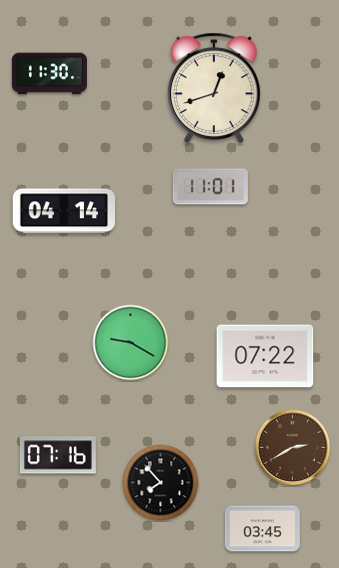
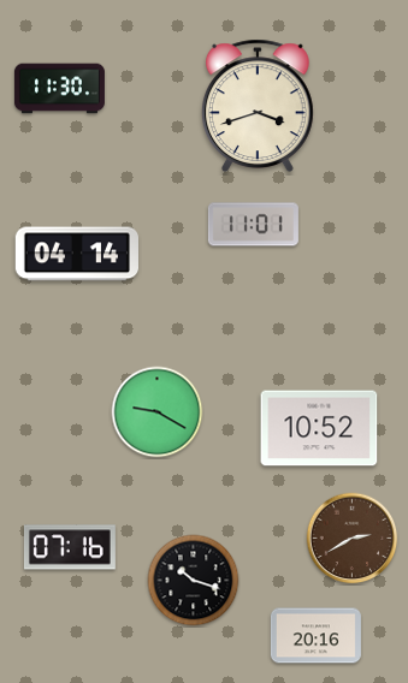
clock at (214, 87): 12:42 -> 3:42
clock at (265, 356): 07:22 -> 10:52
clock at (161, 483): 7:53 -> 10:18
clock at (262, 529): 03:45 -> 20:16
